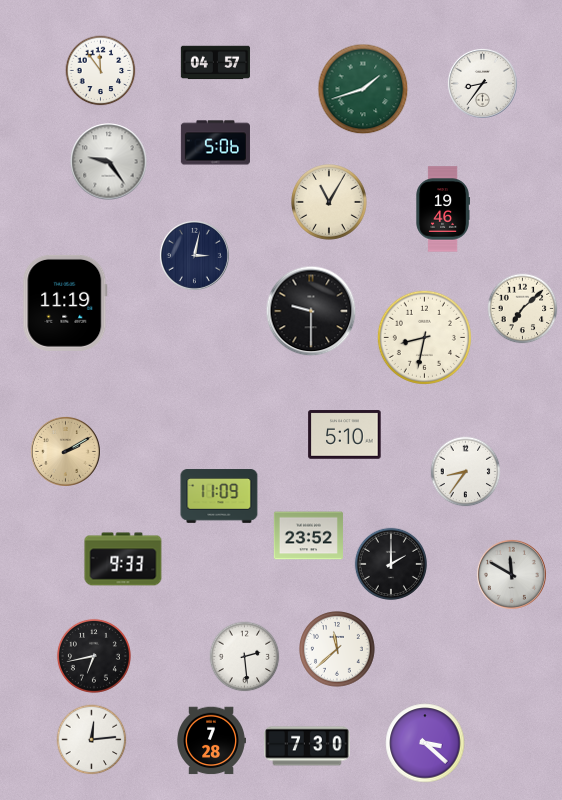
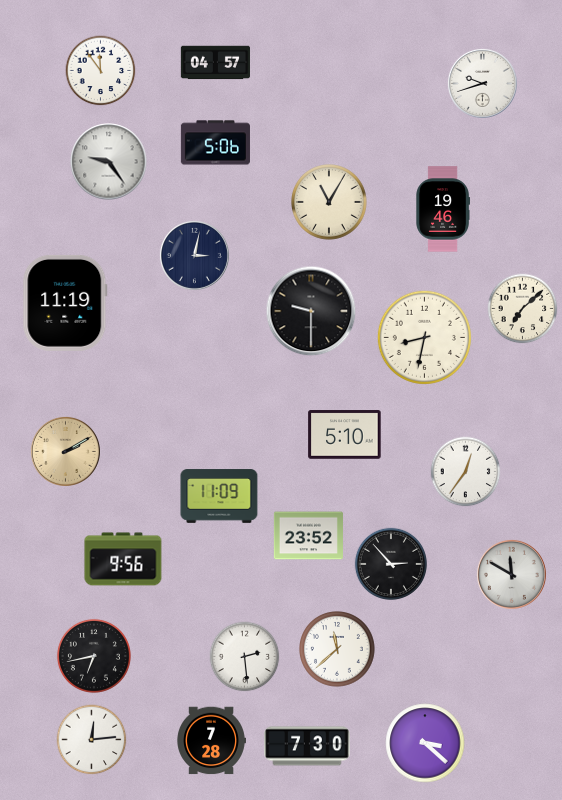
clock at (482, 83): 8:36 -> 9:42
clock at (363, 89): 1:42 -> none
clock at (466, 472): 8:36 -> 12:36
clock at (123, 559): 9:33 -> 9:56
clock at (390, 563): 2:00 -> 2:53
